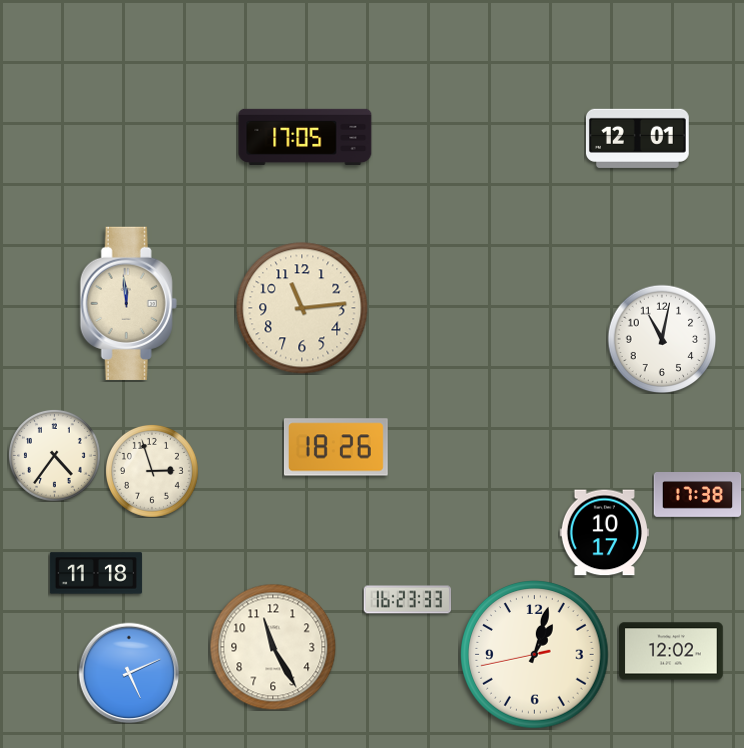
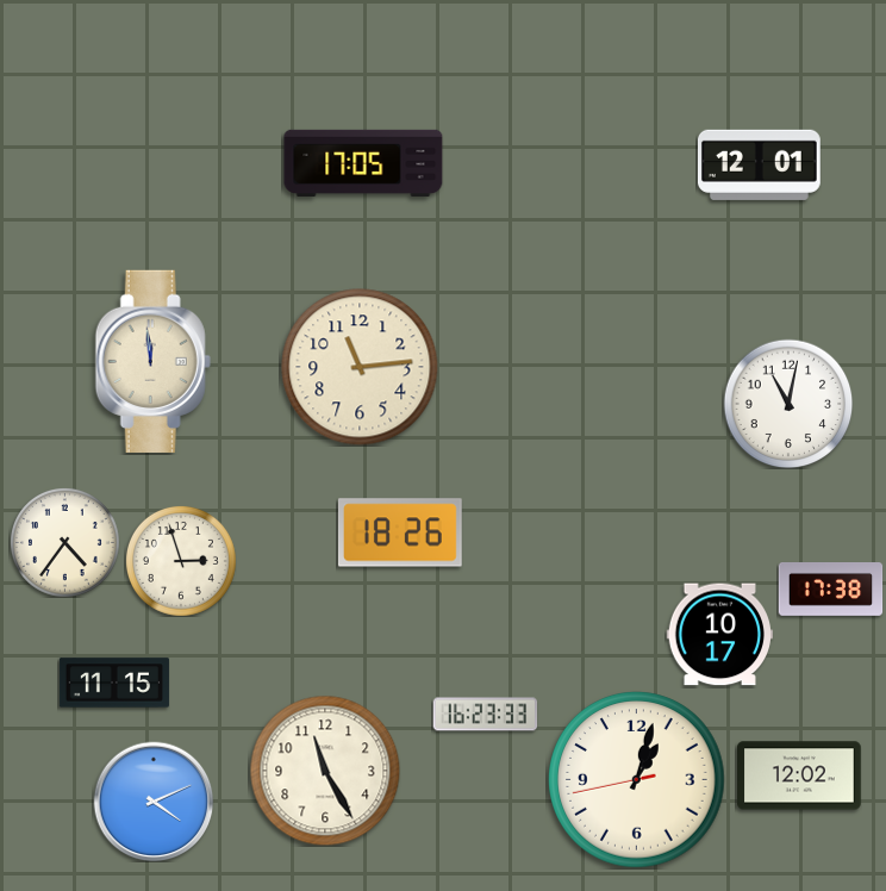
clock at (96, 573): 11:18 -> 11:15
clock at (129, 673): 5:11 -> 4:11
